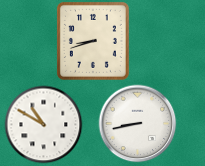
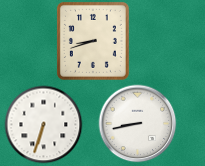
clock at (43, 124): 10:50 -> 6:33
